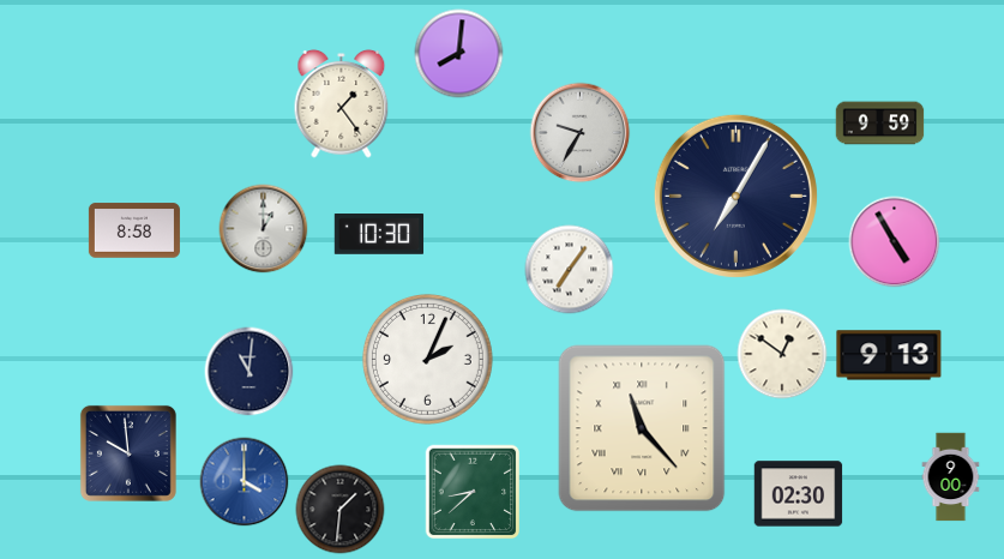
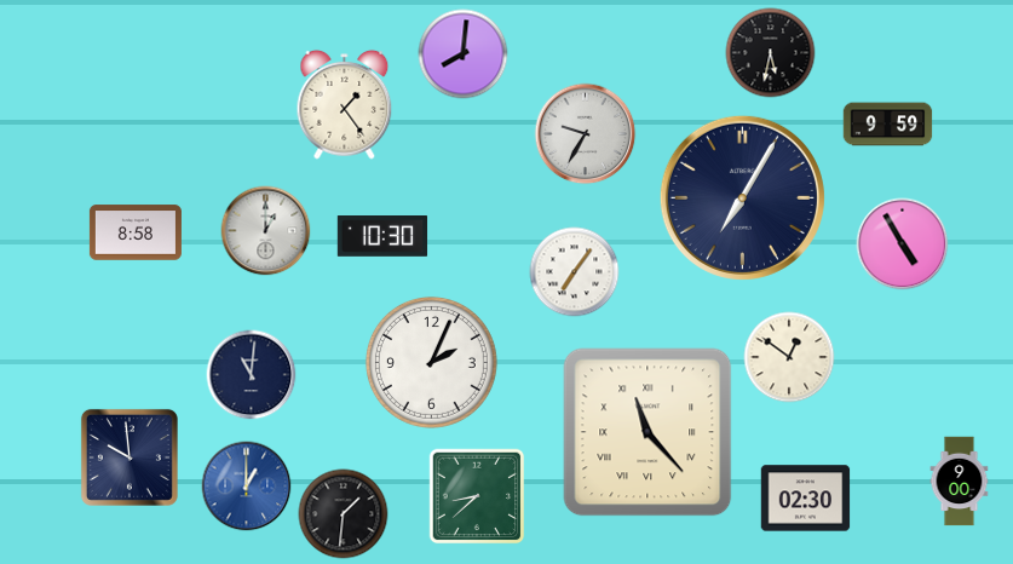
clock at (771, 53): none -> 5:32
clock at (889, 355): 9:13 -> none
clock at (245, 482): 4:00 -> 1:00
